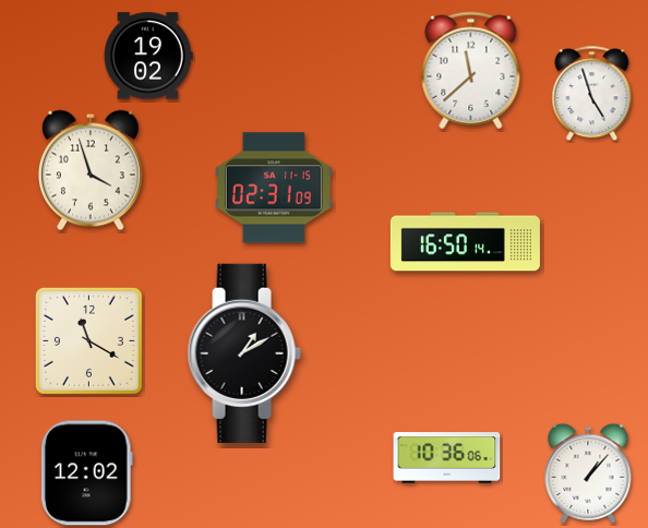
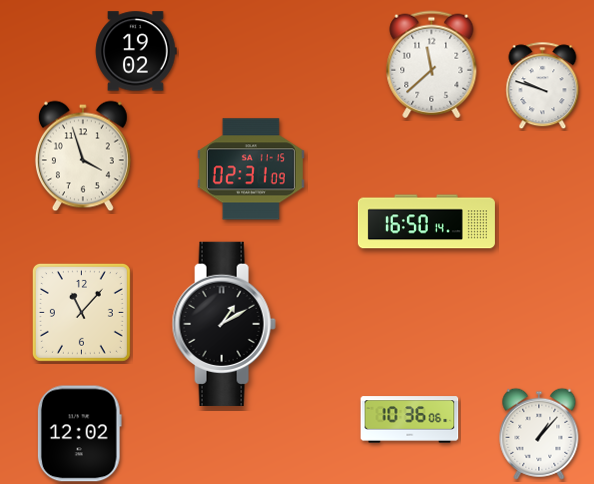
clock at (592, 94): 4:57 -> 9:48
clock at (274, 188) position: (274, 188) -> (251, 169)
clock at (88, 340): 11:20 -> 11:07
